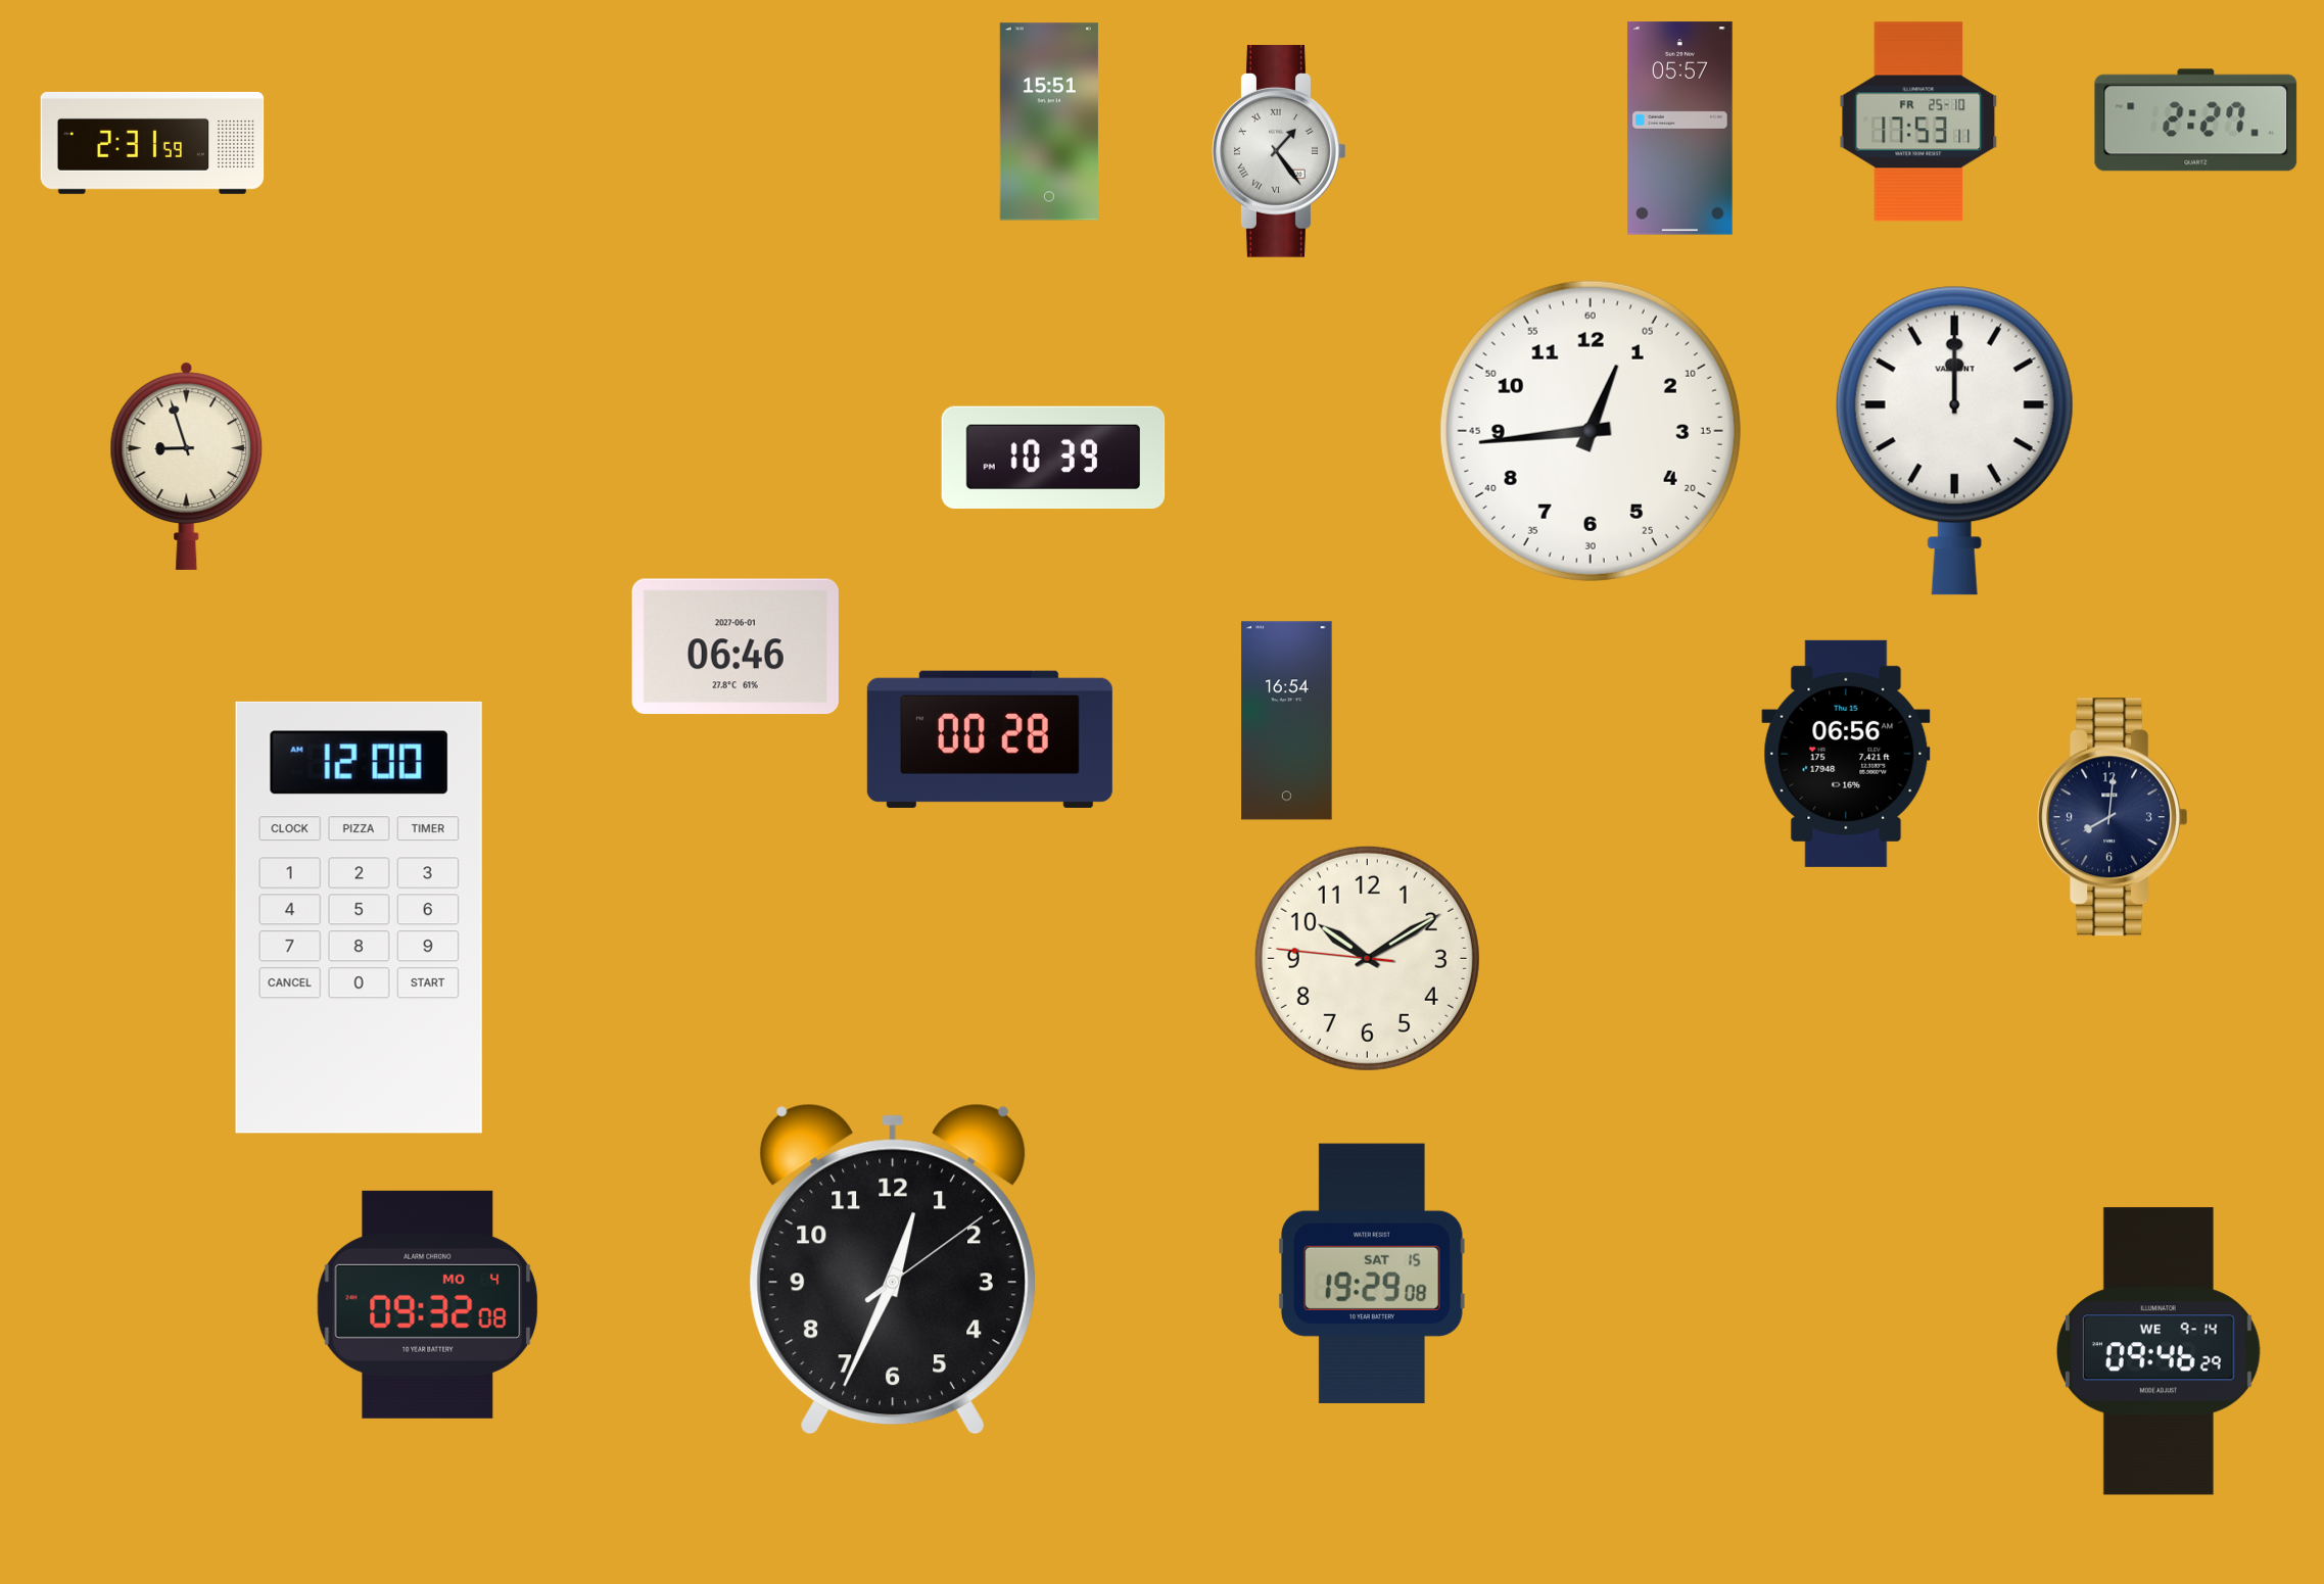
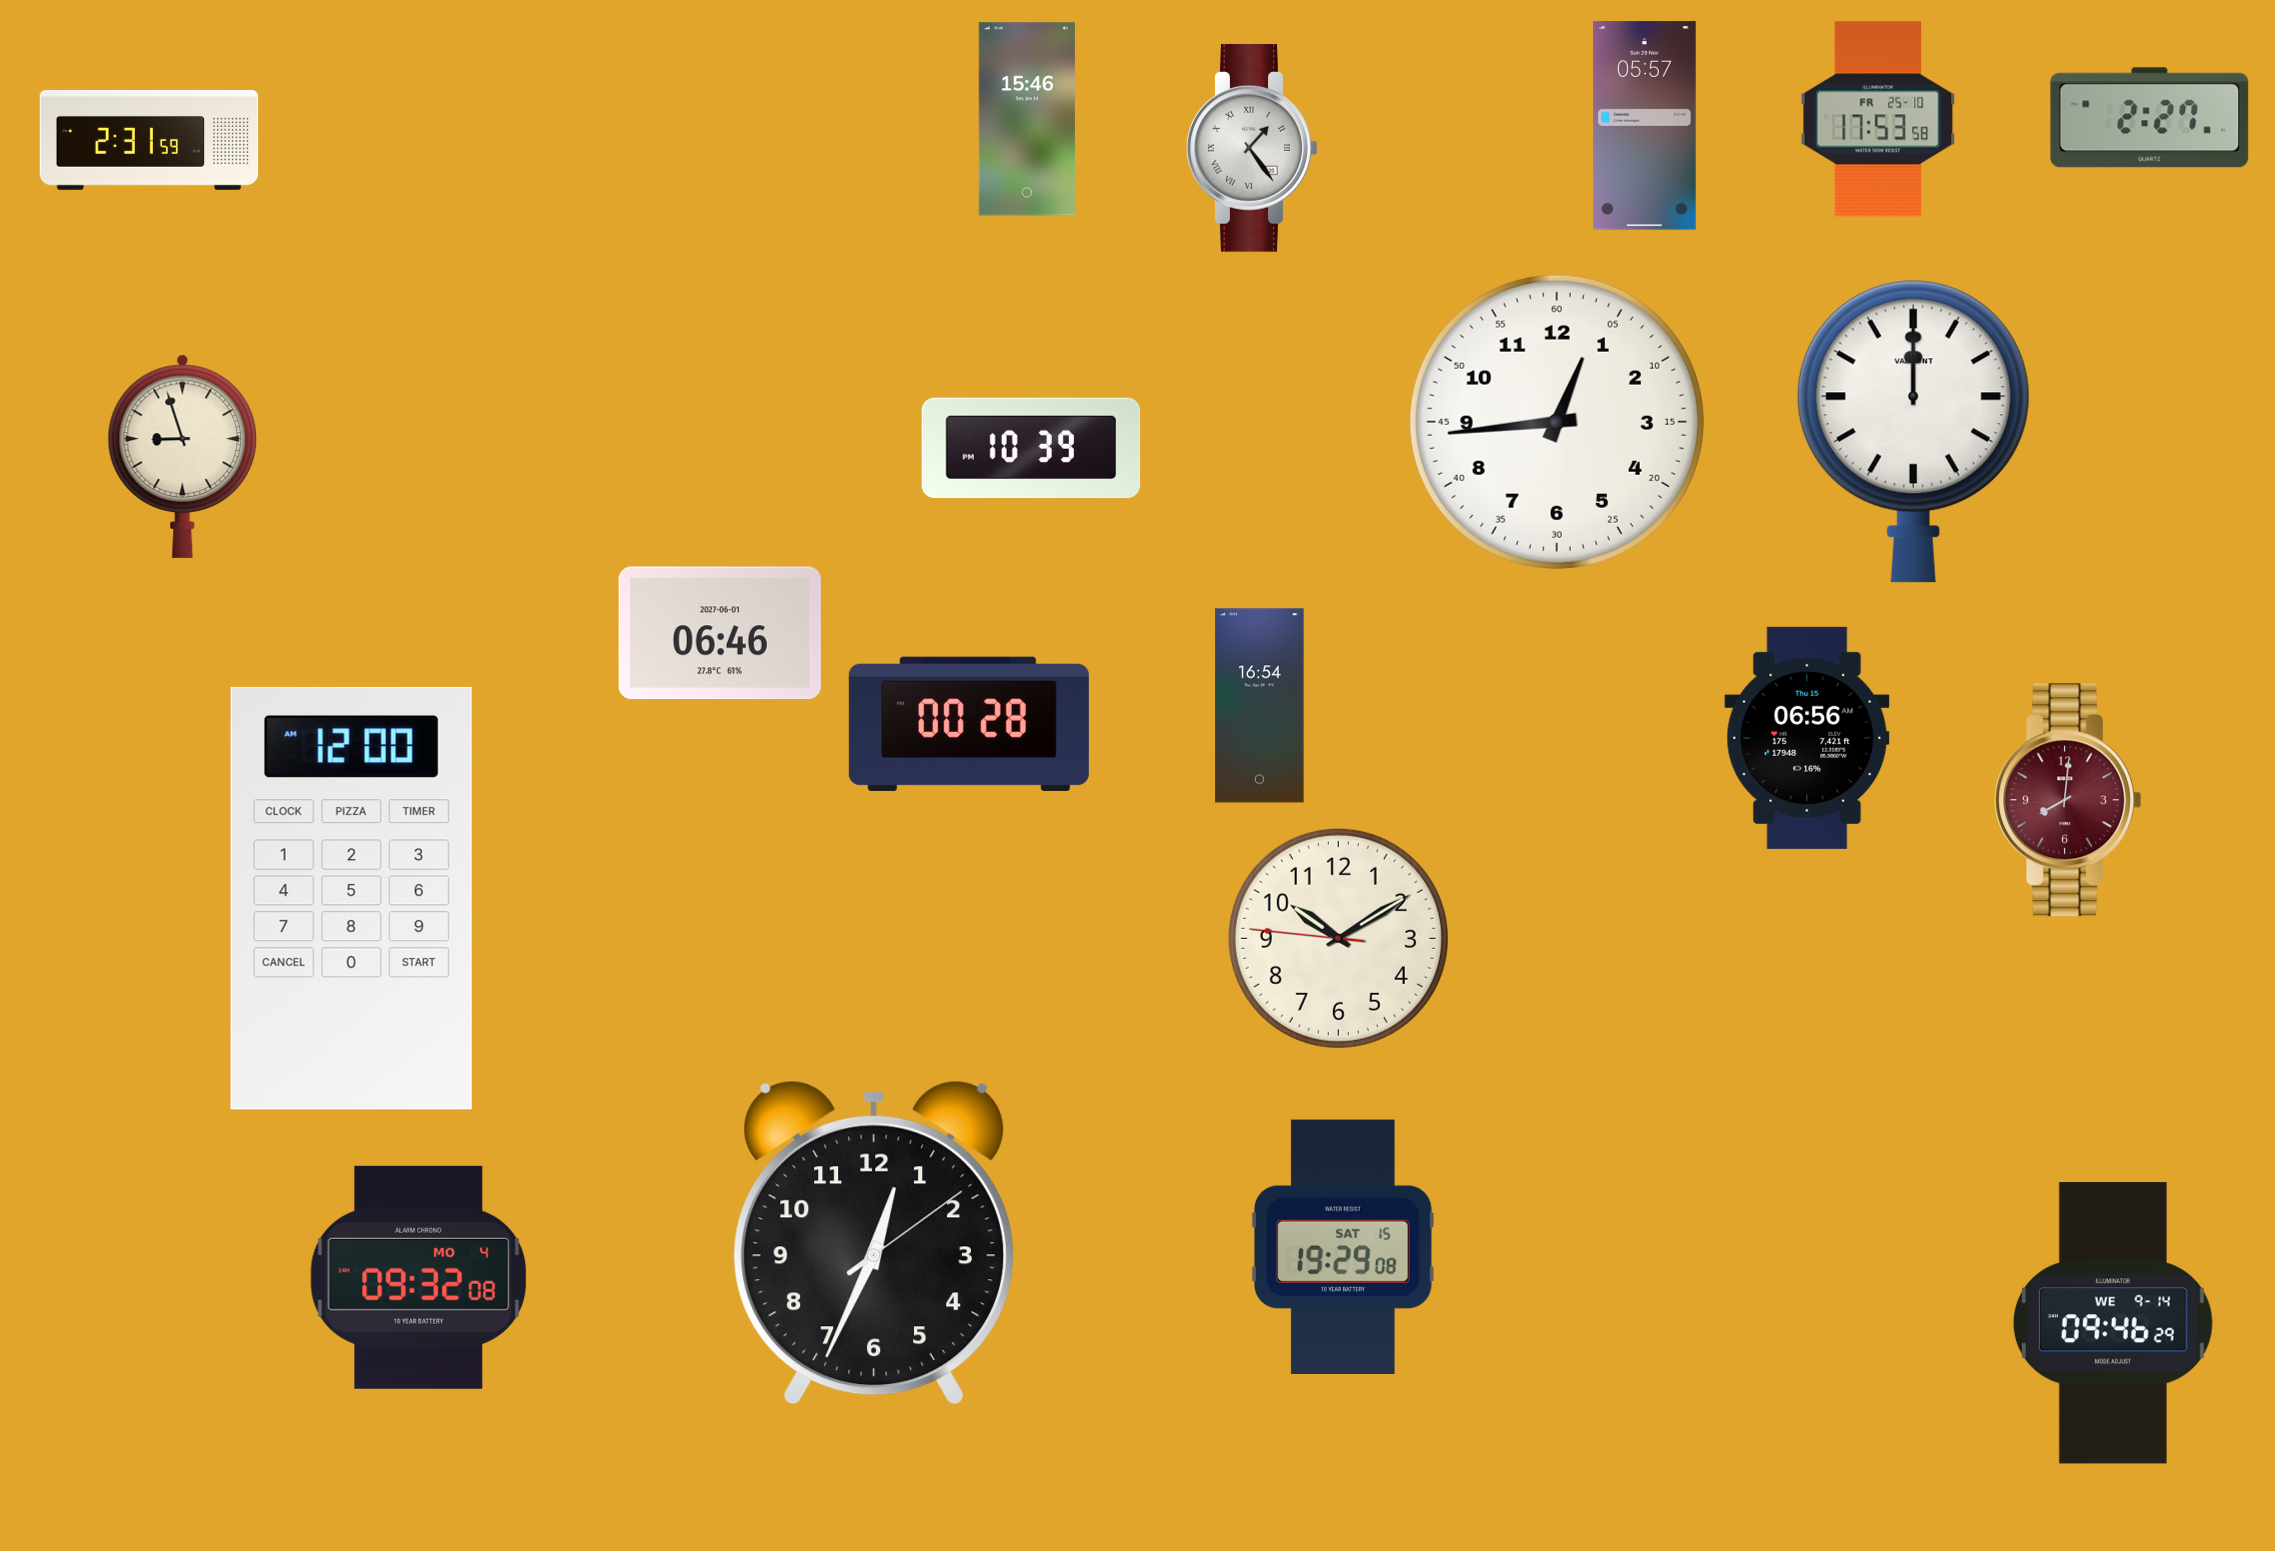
clock at (1049, 122): 15:51 -> 15:46
clock at (1918, 122): 17:53:11 -> 17:53:58
clock at (2113, 817) dial: navy -> burgundy
